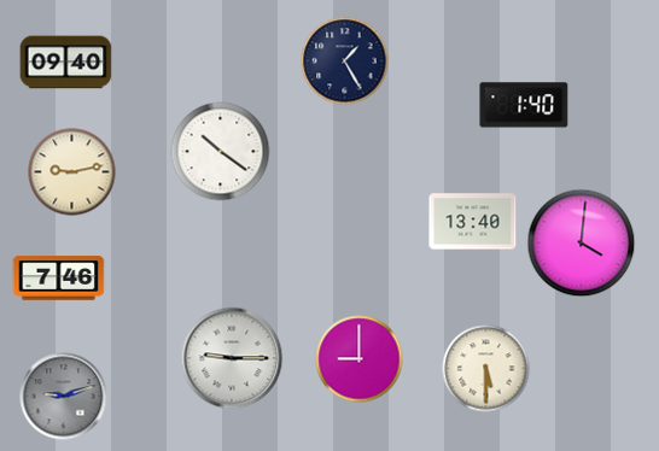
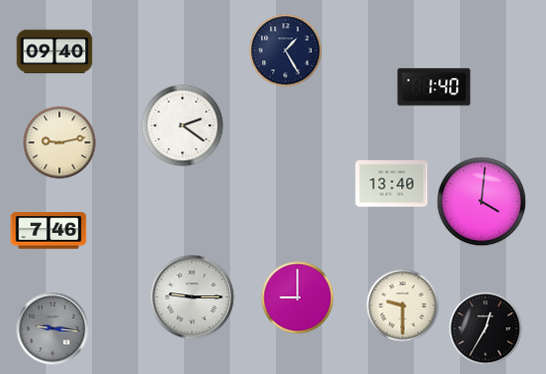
clock at (221, 152): 10:21 -> 2:21
clock at (486, 369): 5:30 -> 9:30
clock at (64, 397): 9:12 -> 9:16
clock at (486, 329): none -> 12:35
